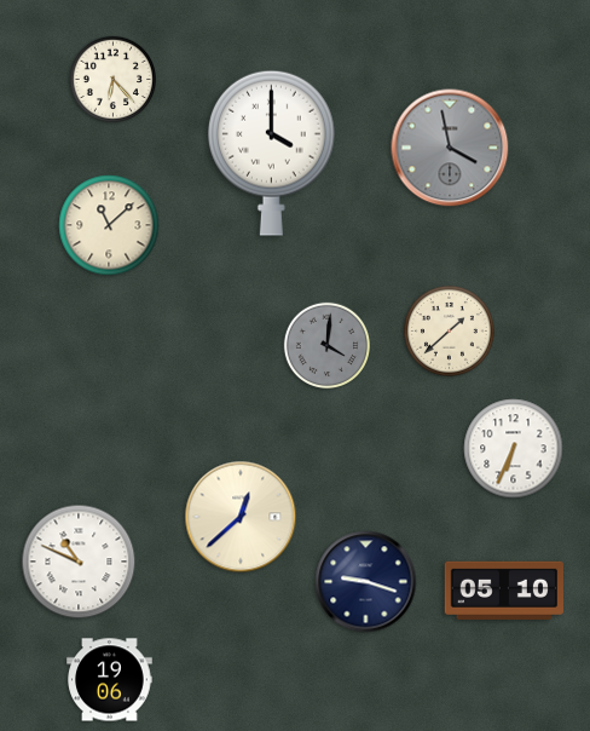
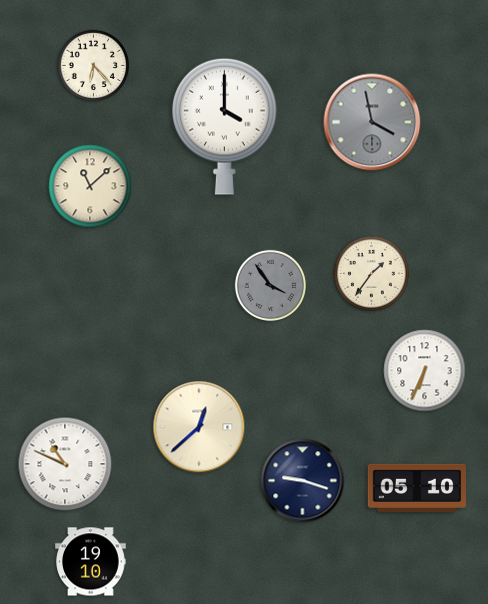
clock at (449, 330): 1:38 -> 1:36
clock at (328, 346): 4:01 -> 3:54
clock at (110, 680): 19:06 -> 19:10
